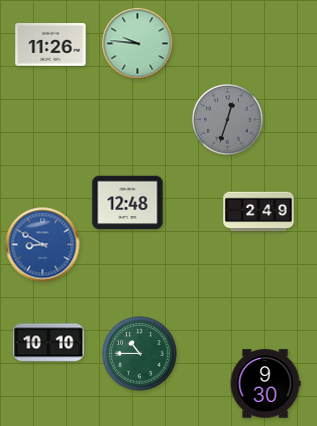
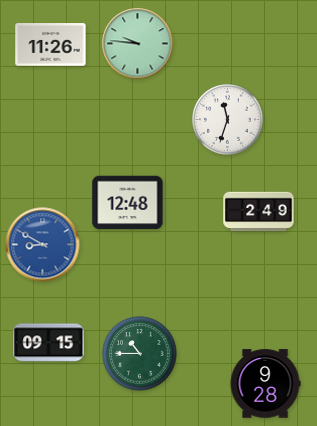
clock at (228, 120): 12:33 -> 11:33
clock at (228, 120) dial: grey -> white
clock at (49, 343): 10:10 -> 09:15
clock at (265, 384): 9:30 -> 9:28
